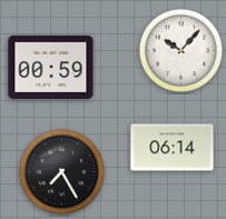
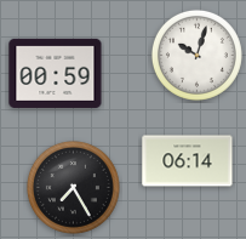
clock at (180, 50): 10:07 -> 10:03
clock at (61, 171) position: (61, 171) -> (73, 187)
